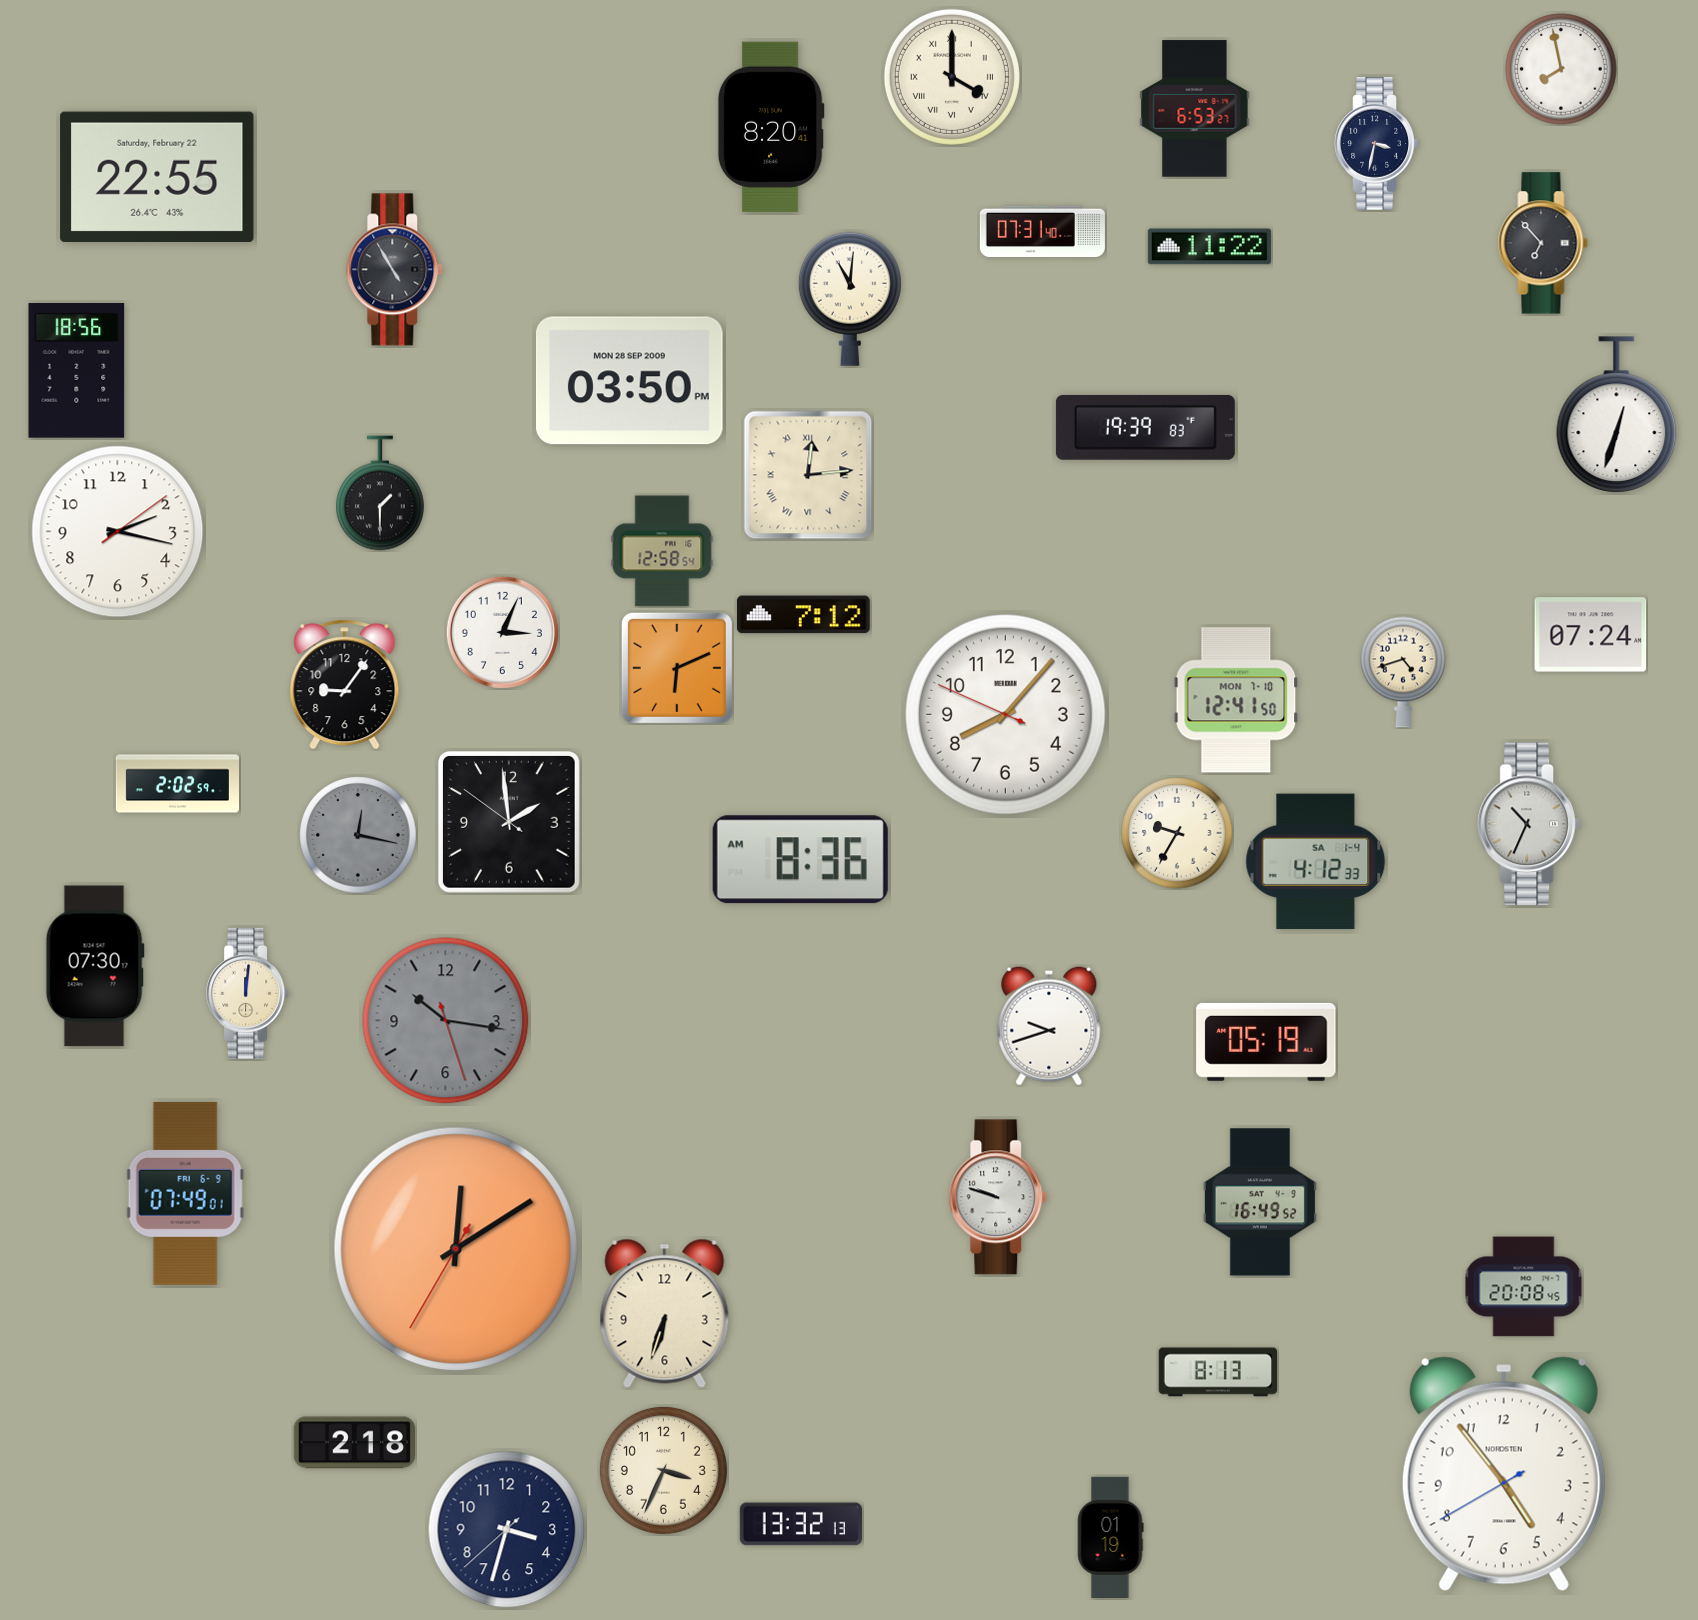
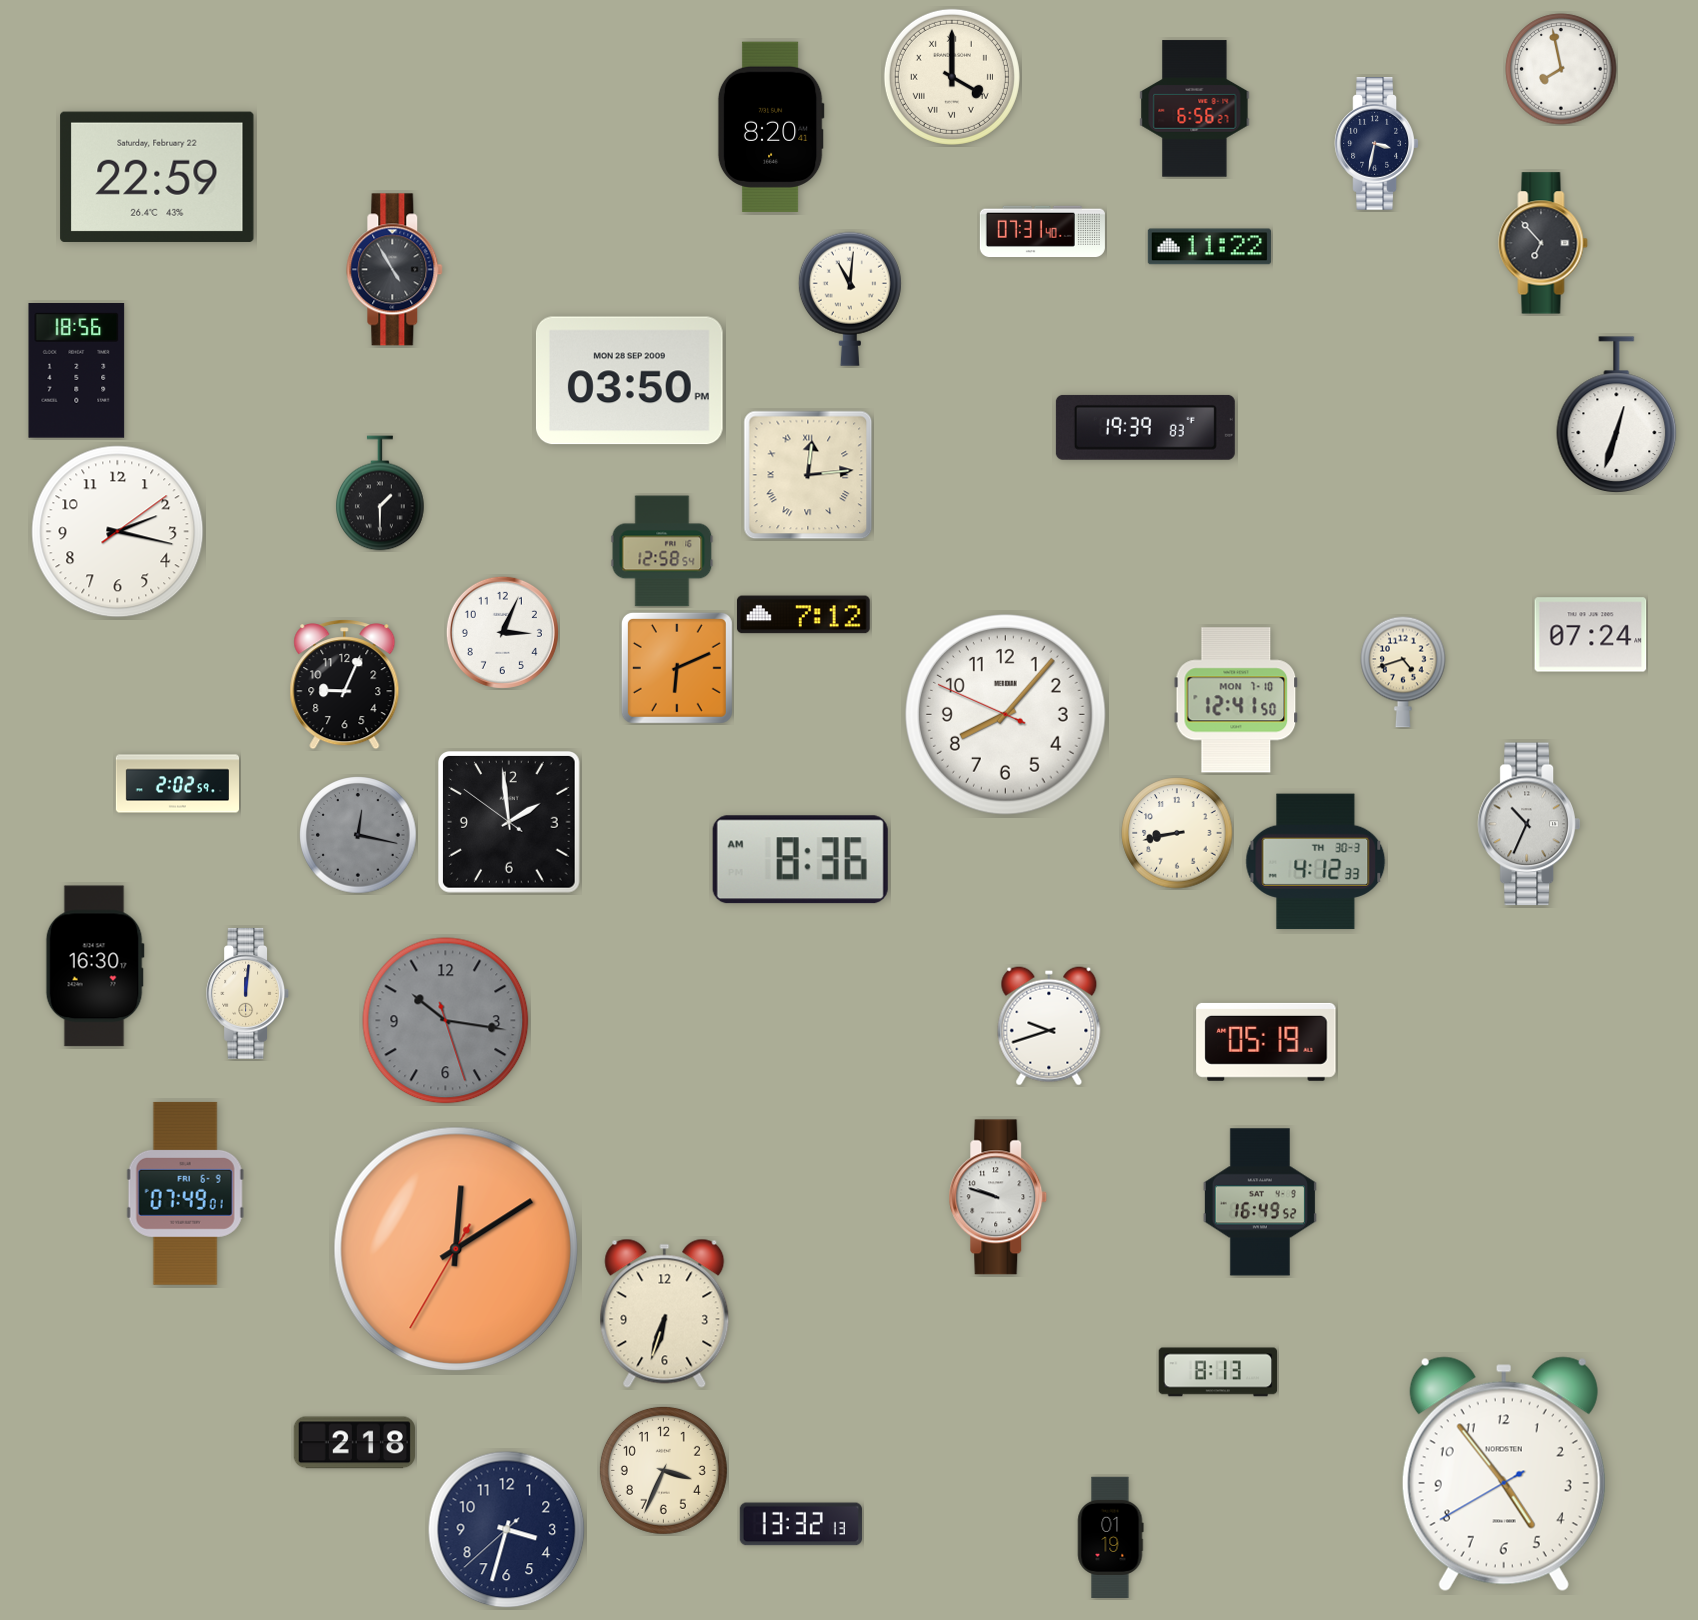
clock at (1195, 109): 6:53 -> 6:56
clock at (157, 177): 22:55 -> 22:59
clock at (345, 685): 9:06 -> 9:04
clock at (1177, 833): 9:35 -> 8:43
clock at (1316, 862) date: SA 1-4 -> TH 30-3
clock at (95, 966): 07:30 -> 16:30
clock at (1524, 1287): 20:08 -> none
